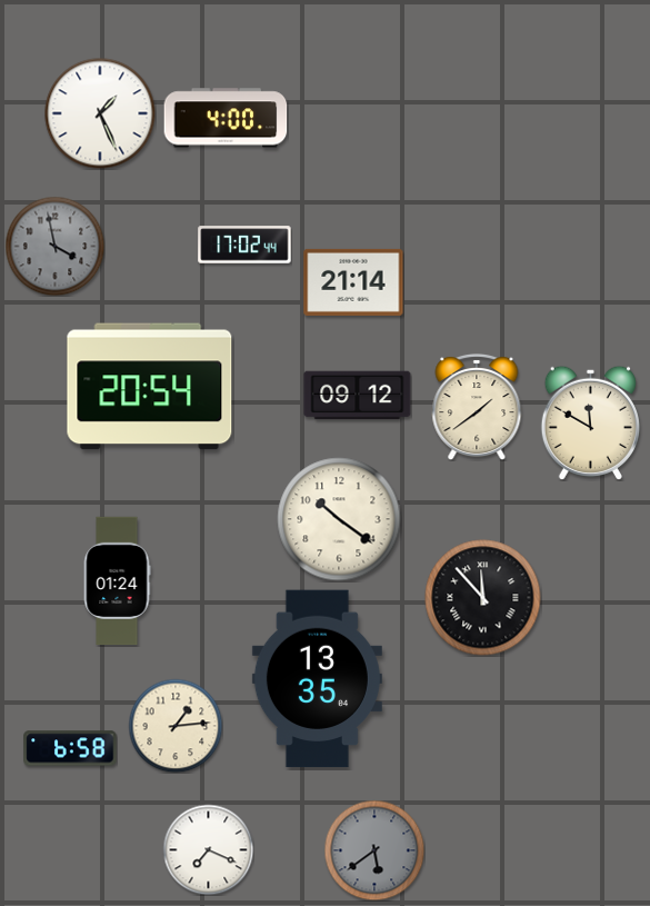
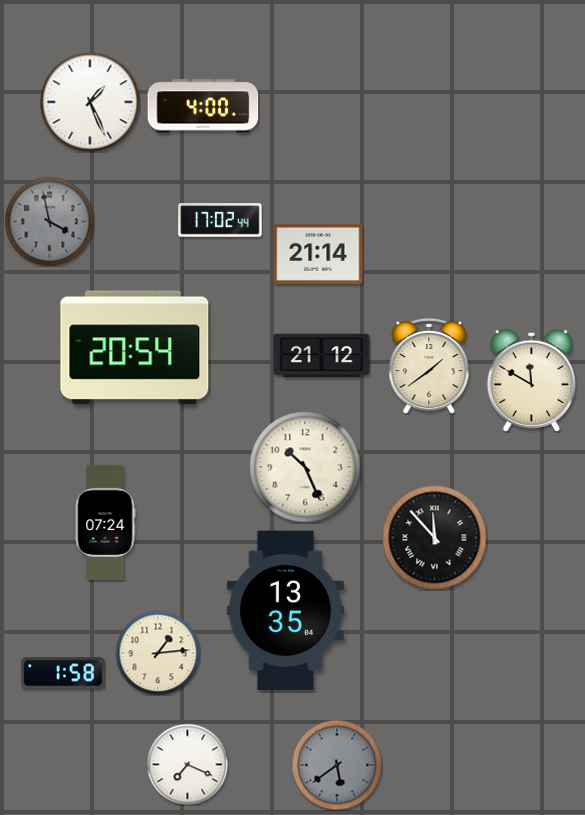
clock at (358, 396): 09:12 -> 21:12
clock at (339, 519): 10:21 -> 10:26
clock at (117, 581): 01:24 -> 07:24
clock at (70, 748): 6:58 -> 1:58
